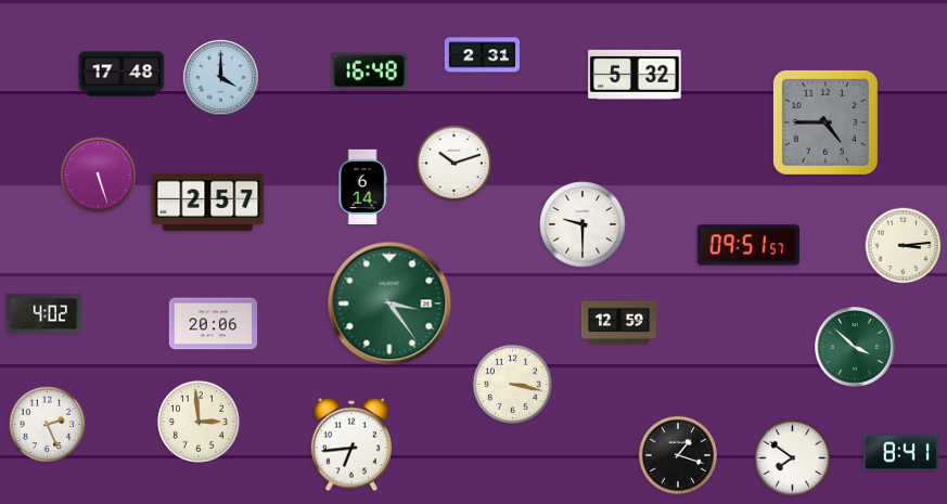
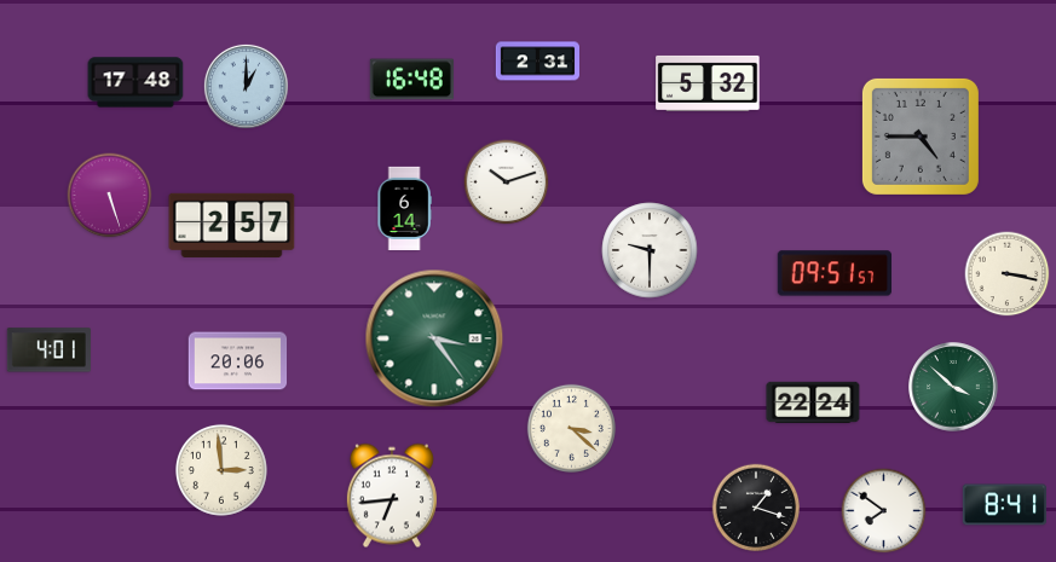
clock at (220, 77): 4:00 -> 1:00
clock at (904, 246): 3:14 -> 3:17
clock at (43, 314): 4:02 -> 4:01
clock at (618, 323): 12:59 -> none
clock at (813, 402): none -> 22:24
clock at (512, 384): 3:17 -> 3:22
clock at (48, 425): 2:26 -> none
